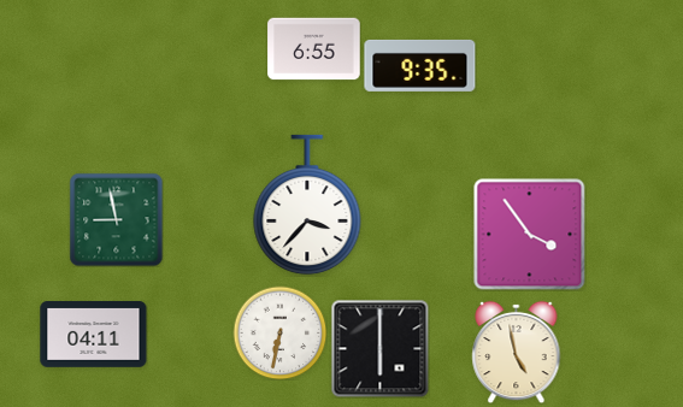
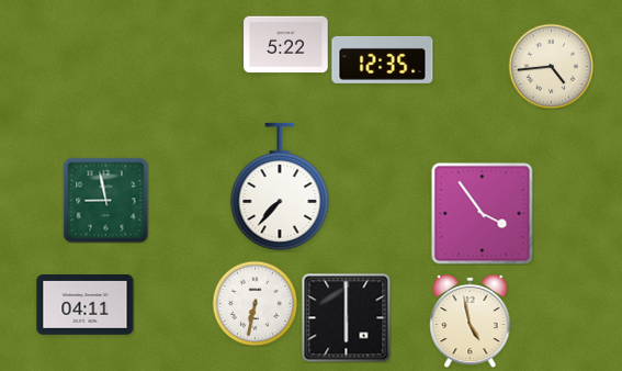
clock at (314, 49): 6:55 -> 5:22
clock at (420, 65): 9:35 -> 12:35
clock at (551, 66): none -> 4:44
clock at (307, 205): 3:37 -> 7:37
